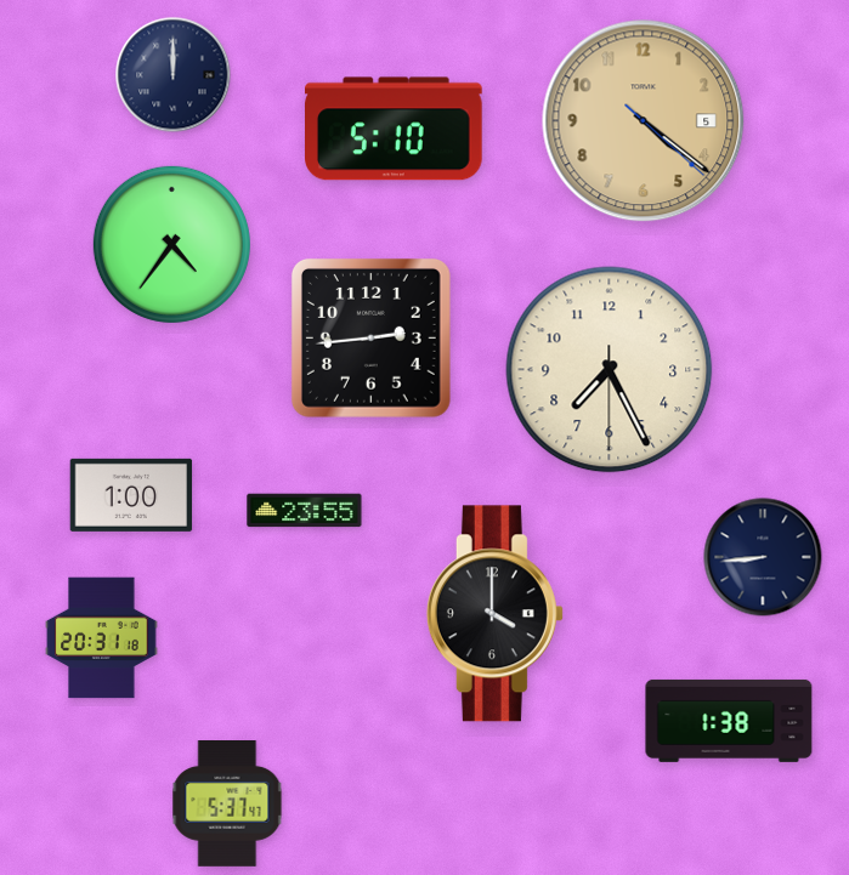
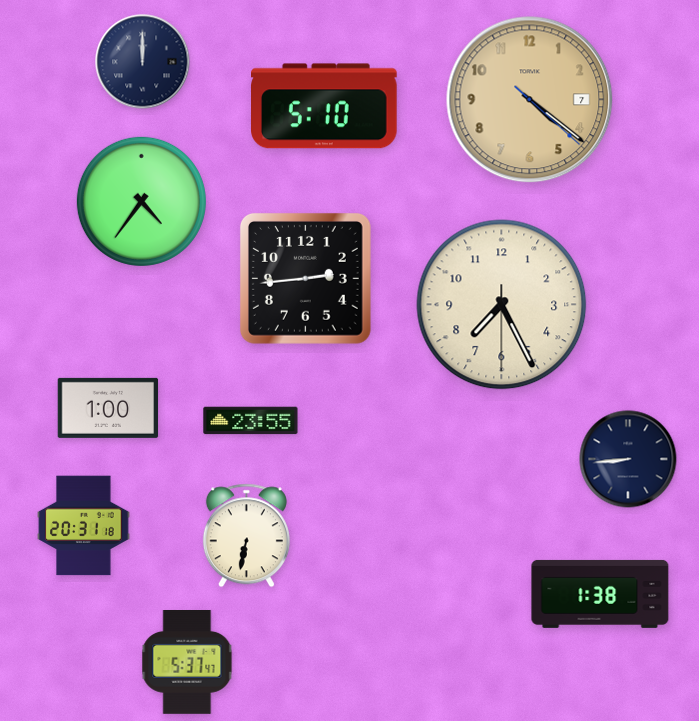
clock at (644, 121) date: 5 -> 7
clock at (494, 614): 4:00 -> none
clock at (246, 536): none -> 6:32
